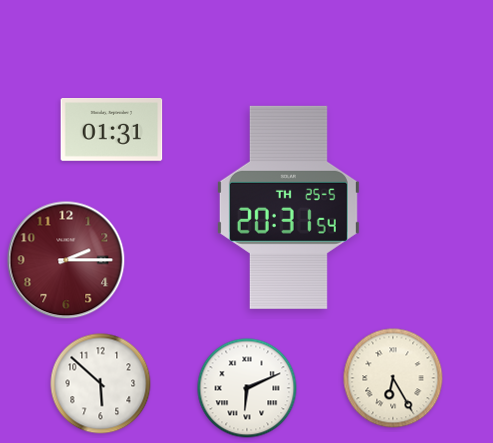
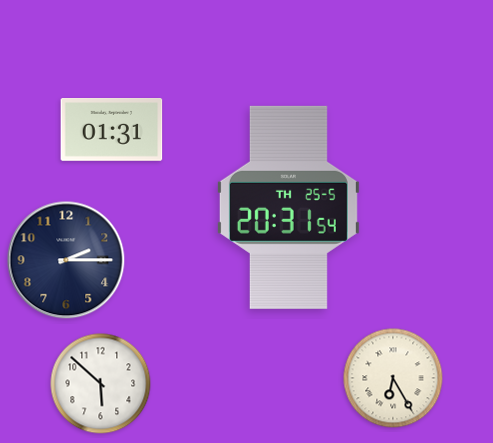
clock at (66, 260) dial: burgundy -> navy
clock at (247, 388): 6:11 -> none
